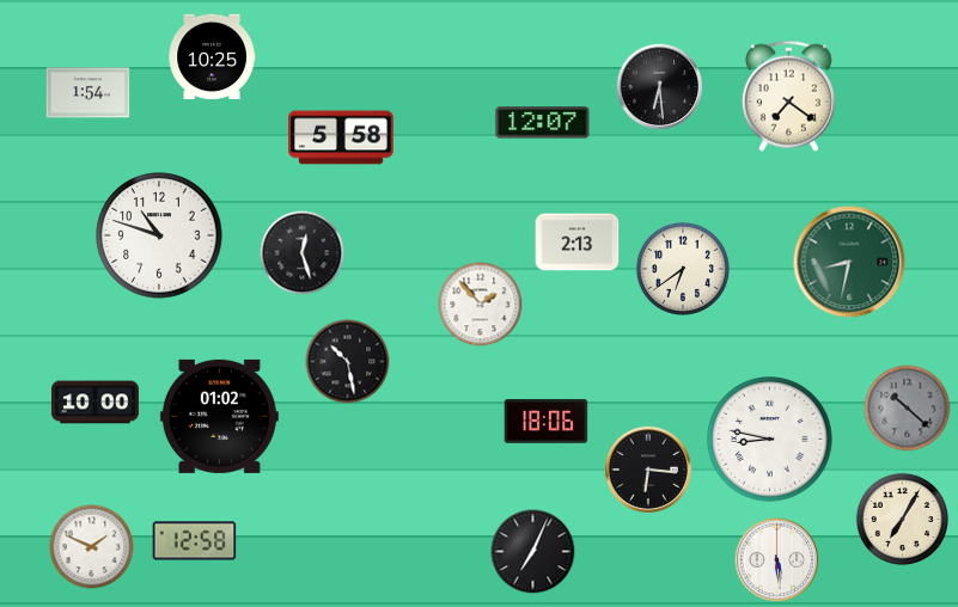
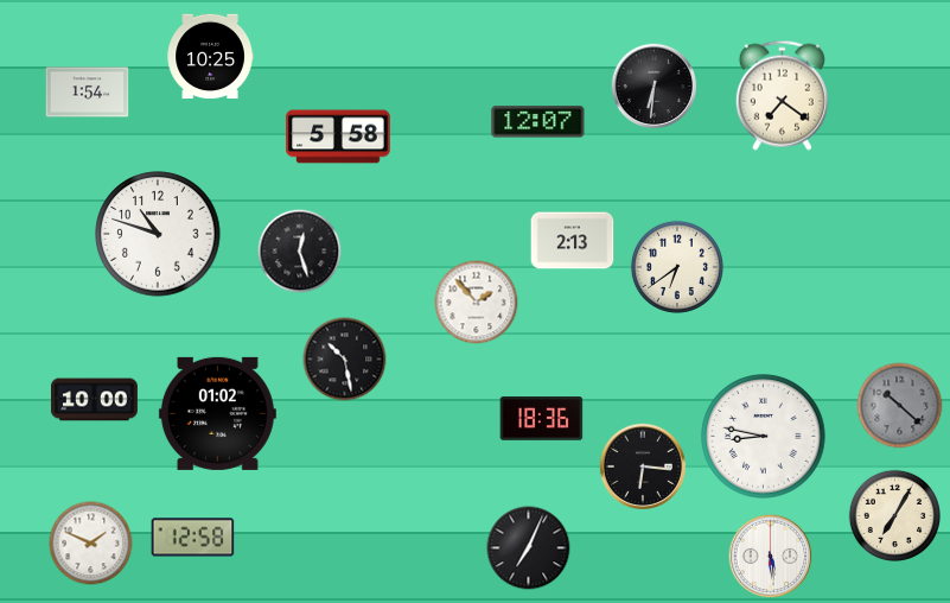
clock at (660, 87): 6:29 -> 6:31
clock at (849, 262): 8:32 -> none
clock at (547, 422): 18:06 -> 18:36
